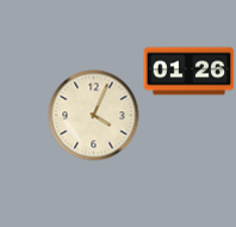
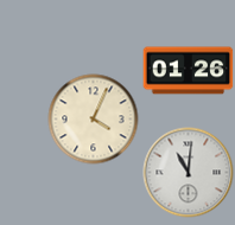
clock at (94, 116) position: (94, 116) -> (94, 120)
clock at (189, 173): none -> 11:01
